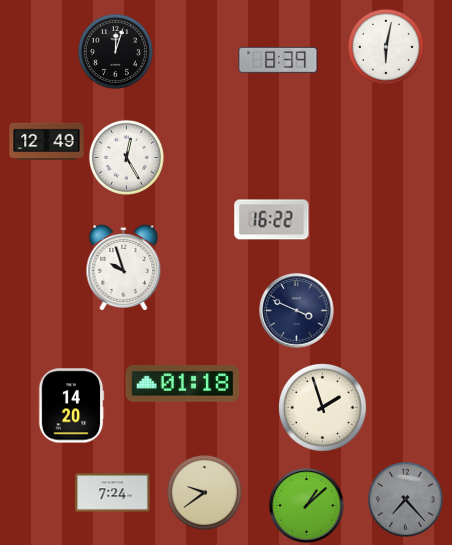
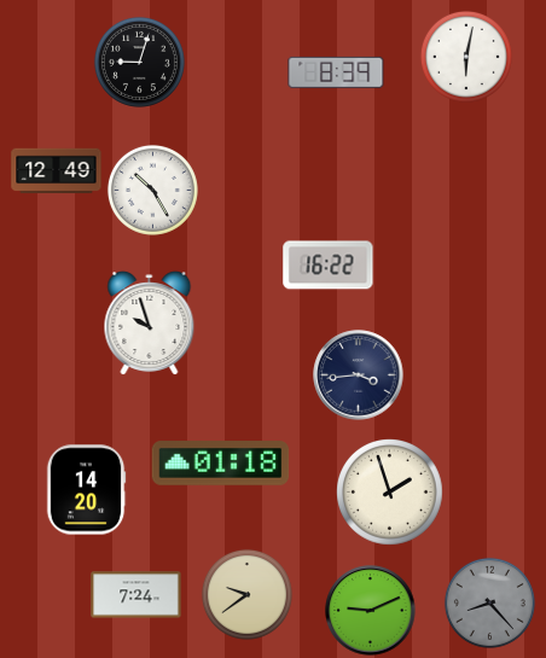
clock at (115, 51): 12:03 -> 9:03
clock at (126, 157): 12:25 -> 10:25
clock at (297, 311): 3:49 -> 3:44
clock at (405, 499): 7:23 -> 8:23
clock at (307, 506): 1:08 -> 9:11
